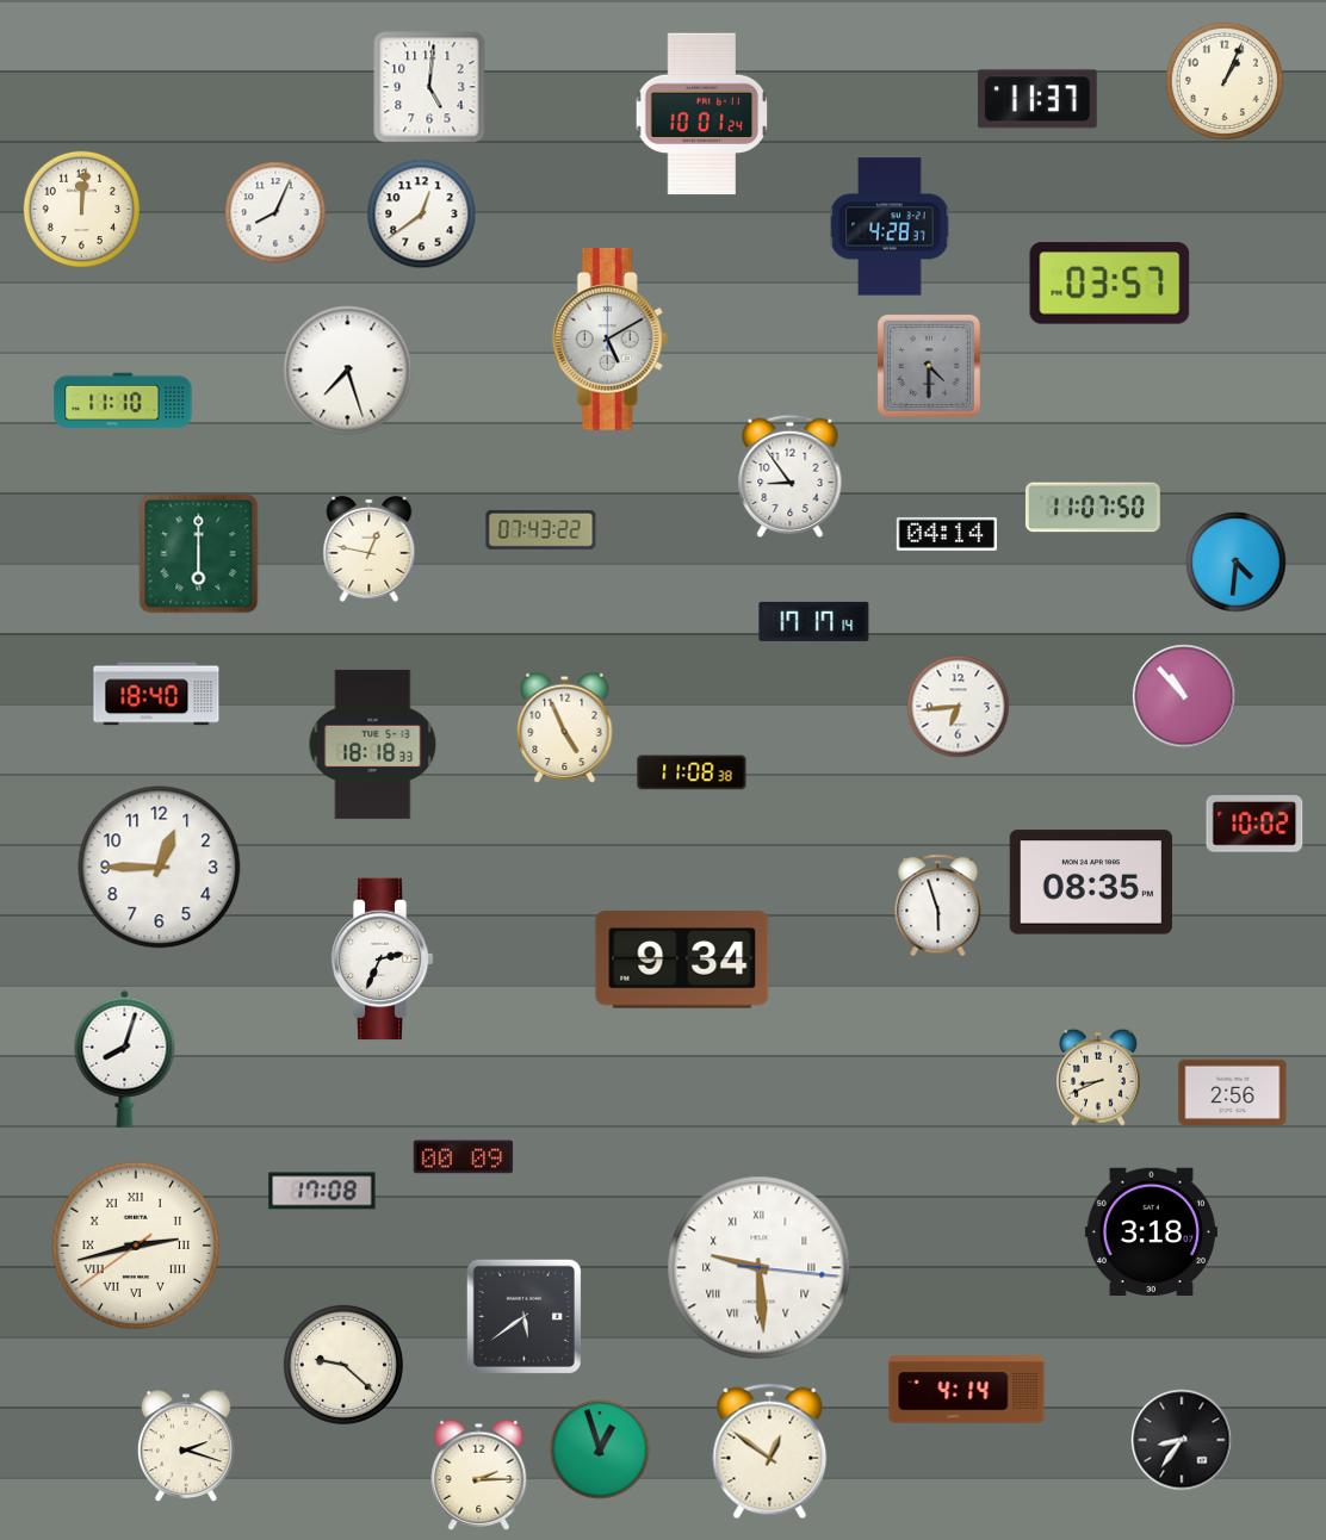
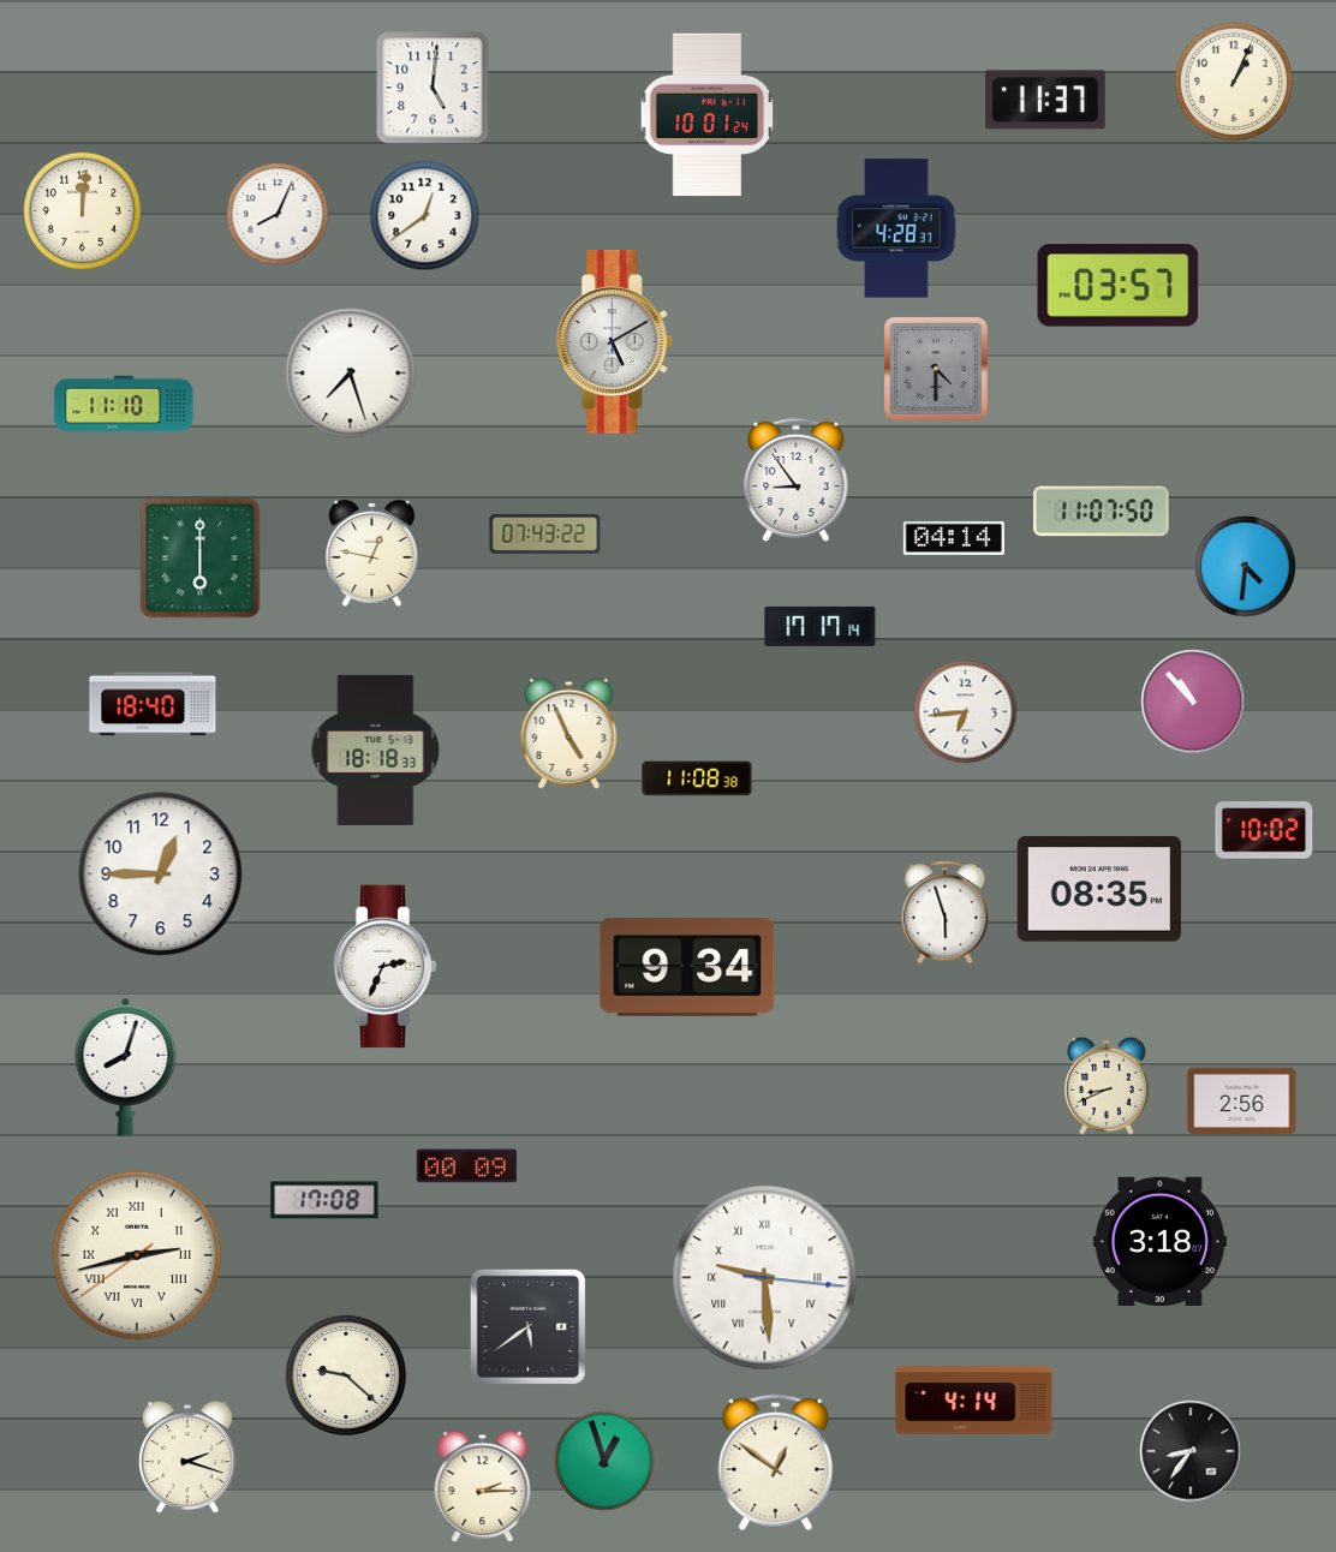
clock at (156, 694) position: (156, 694) -> (153, 704)
